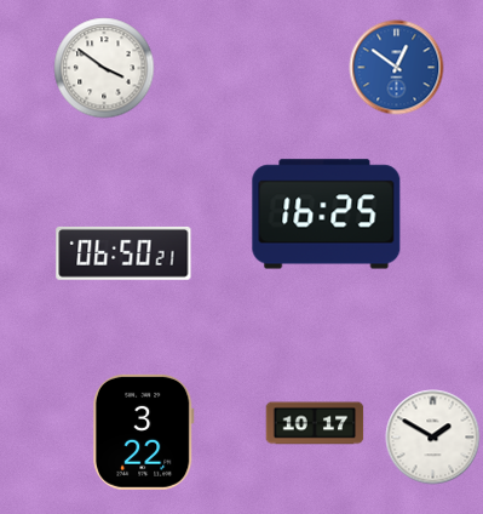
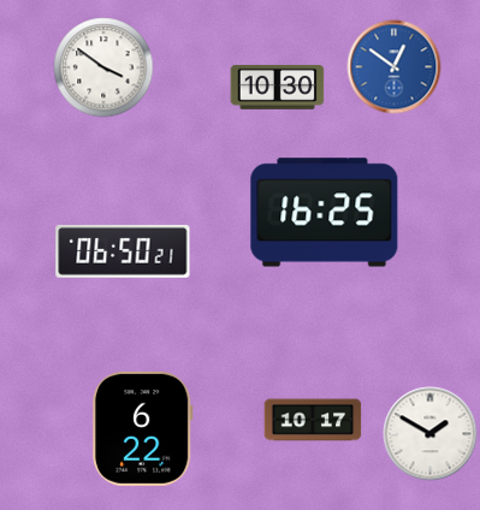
clock at (277, 87): none -> 10:30
clock at (143, 432): 3:22 -> 6:22
